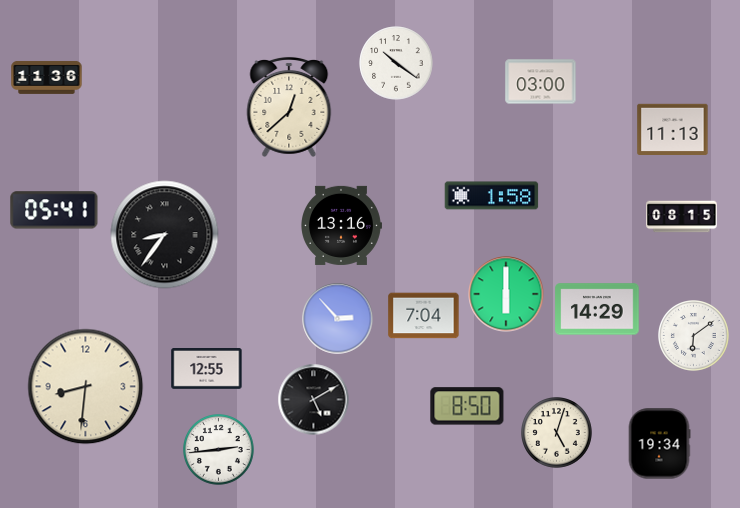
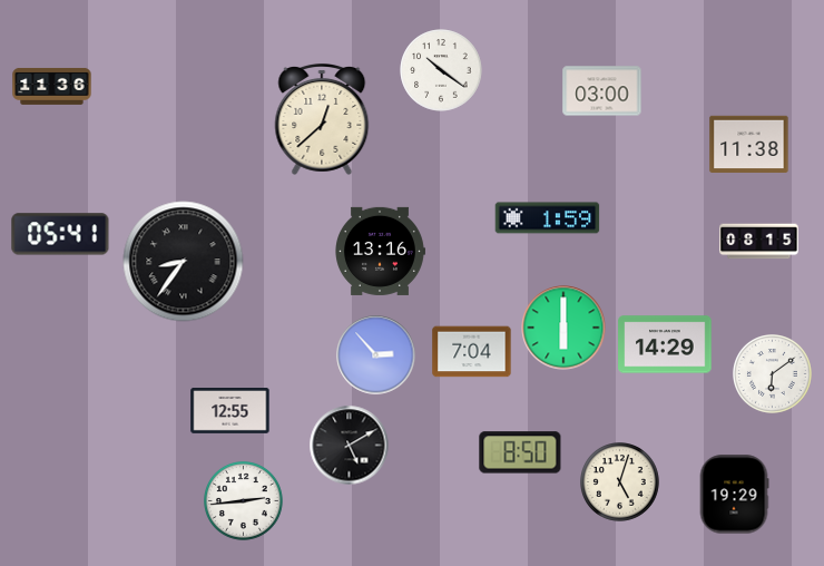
clock at (673, 129): 11:13 -> 11:38
clock at (492, 196): 1:58 -> 1:59
clock at (86, 387): 8:31 -> none
clock at (659, 444): 19:34 -> 19:29
